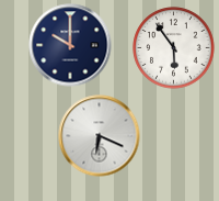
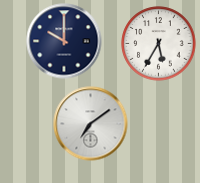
clock at (174, 48): 5:54 -> 5:35
clock at (100, 136): 6:19 -> 7:09
